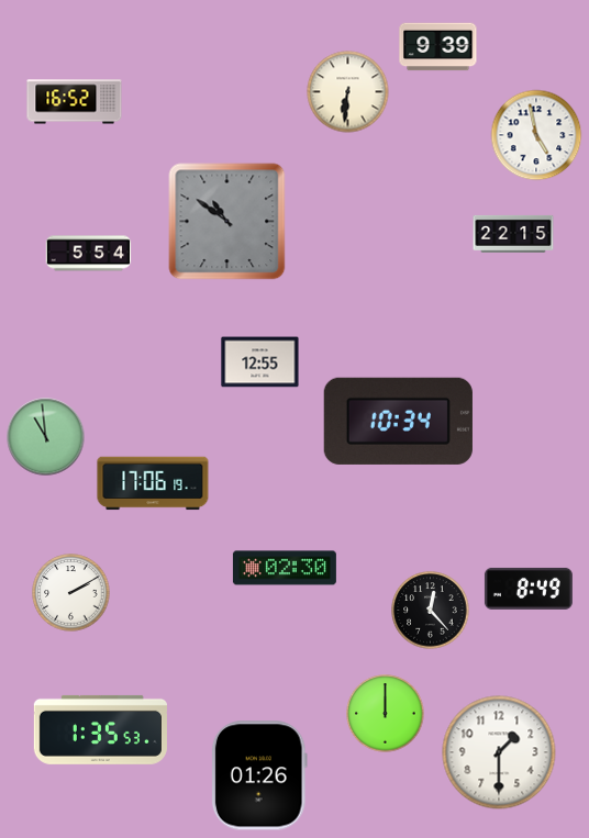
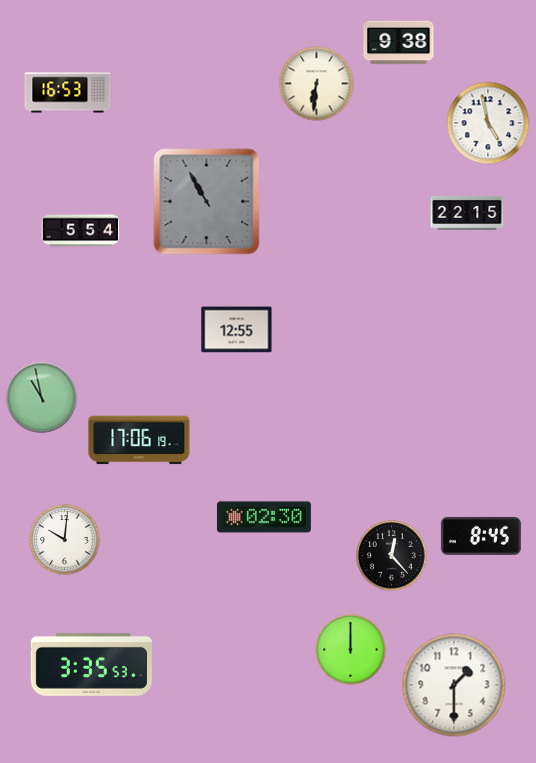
clock at (438, 47): 9:39 -> 9:38
clock at (75, 102): 16:52 -> 16:53
clock at (227, 222): 10:51 -> 10:55
clock at (398, 421): 10:34 -> none
clock at (46, 437): 10:59 -> 10:58
clock at (285, 568) position: (285, 568) -> (264, 517)
clock at (529, 589): 8:49 -> 8:45
clock at (71, 593): 2:10 -> 10:01
clock at (100, 729): 1:35 -> 3:35
clock at (259, 775): 01:26 -> none
